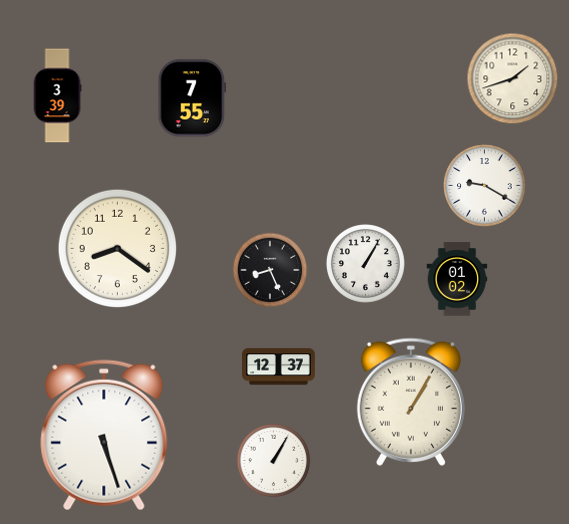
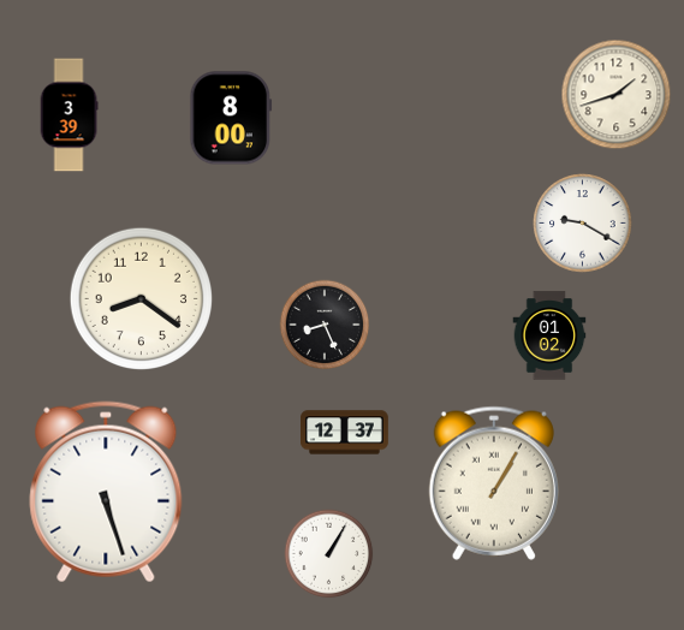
clock at (192, 98): 7:55 -> 8:00
clock at (365, 263): 1:05 -> none
clock at (279, 367) position: (279, 367) -> (345, 433)
clock at (104, 435) position: (104, 435) -> (106, 492)
